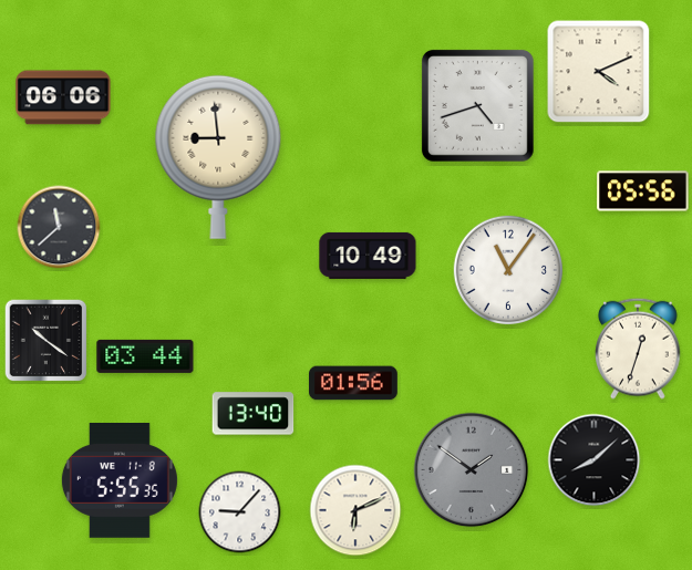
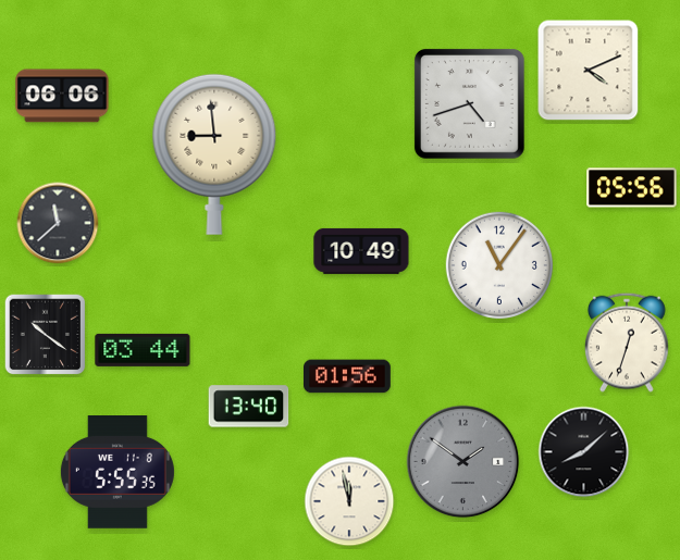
clock at (355, 510): 6:11 -> 11:58
clock at (240, 512): 9:07 -> none
